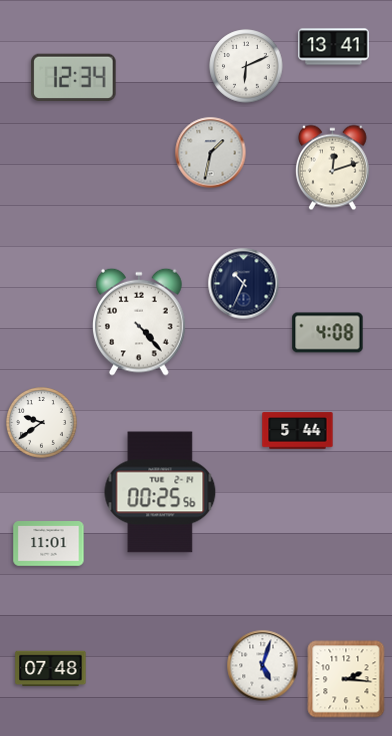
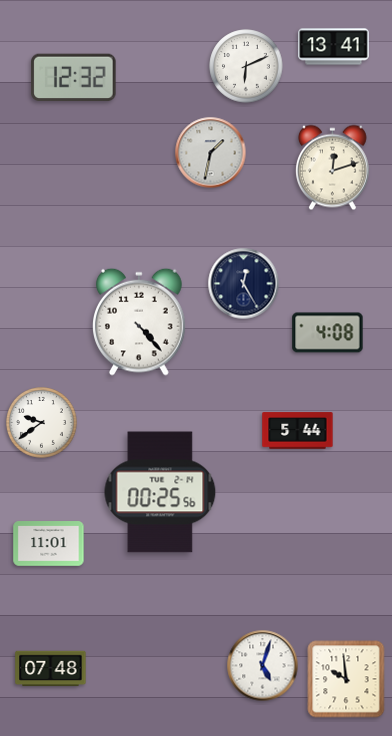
clock at (74, 78): 12:34 -> 12:32
clock at (244, 284): 10:34 -> 12:25
clock at (346, 679): 2:16 -> 9:59
